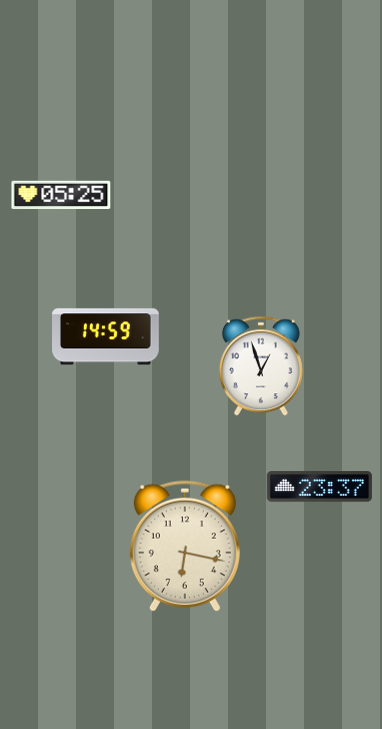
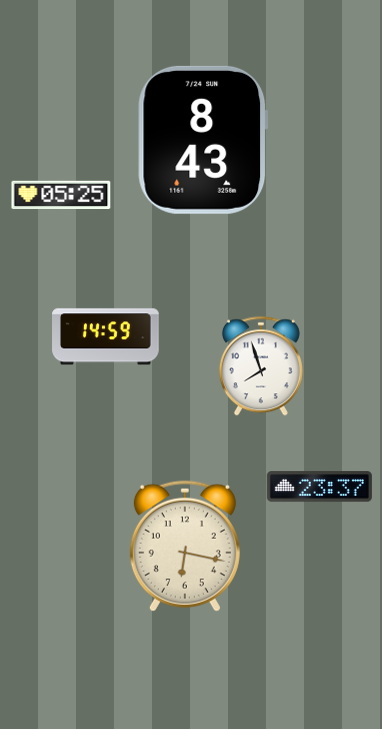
clock at (203, 140): none -> 8:43
clock at (261, 366): 12:57 -> 7:57
